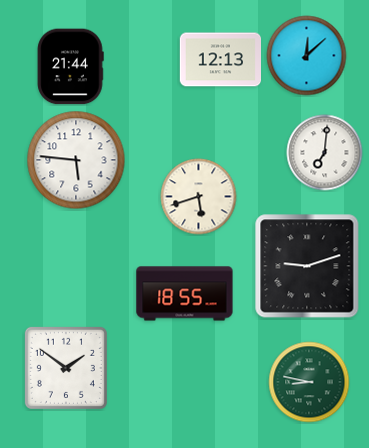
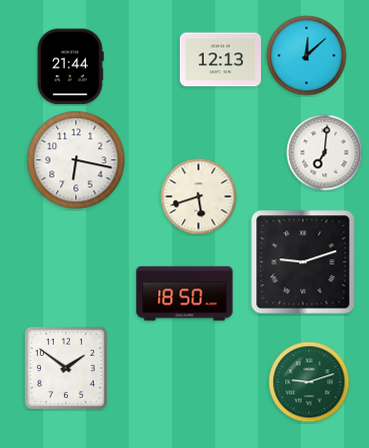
clock at (76, 160): 5:46 -> 6:17
clock at (307, 266) position: (307, 266) -> (303, 262)
clock at (185, 294): 18:55 -> 18:50
clock at (309, 382): 8:47 -> 9:12
